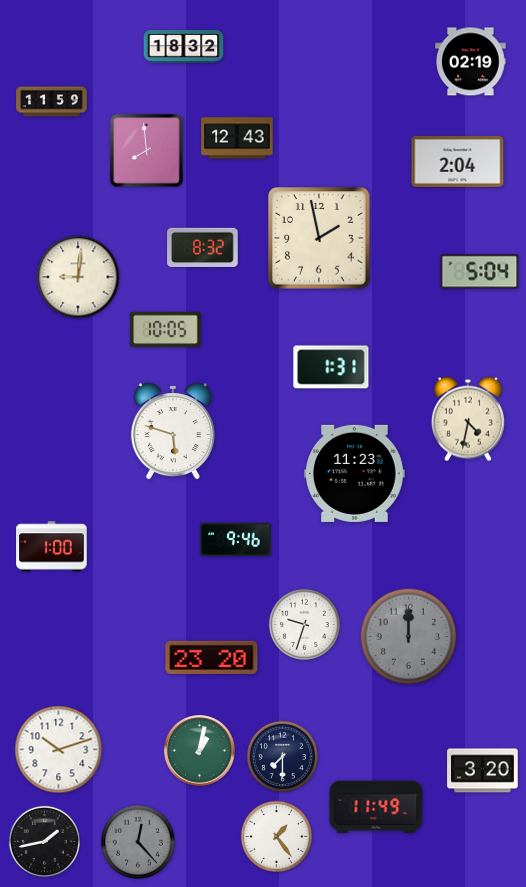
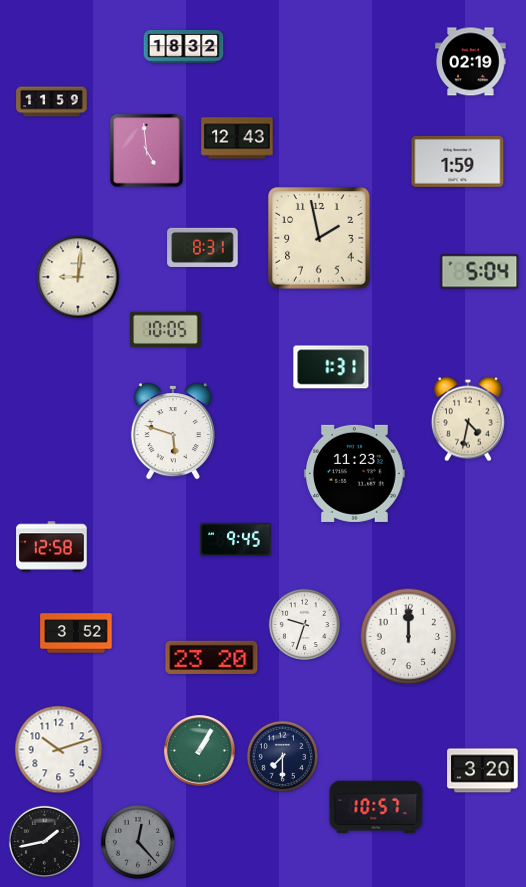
clock at (147, 151): 7:59 -> 4:59
clock at (458, 161): 2:04 -> 1:59
clock at (203, 247): 8:32 -> 8:31
clock at (236, 539): 9:46 -> 9:45
clock at (52, 547): 1:00 -> 12:58
clock at (76, 633): none -> 3:52
clock at (409, 637) dial: grey -> white
clock at (200, 751): 1:02 -> 1:05
clock at (376, 807): 11:49 -> 10:57
clock at (276, 836): 1:24 -> none
